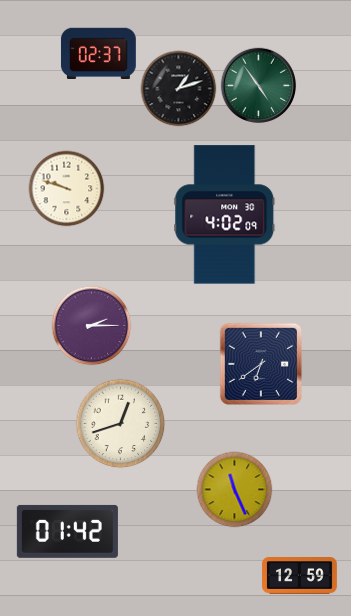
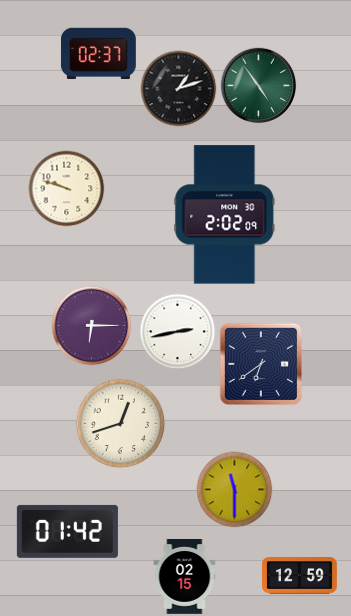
clock at (225, 215): 4:02 -> 2:02
clock at (92, 326): 2:15 -> 6:15
clock at (178, 332): none -> 2:43
clock at (235, 490): 11:26 -> 11:30
clock at (185, 577): none -> 02:15
